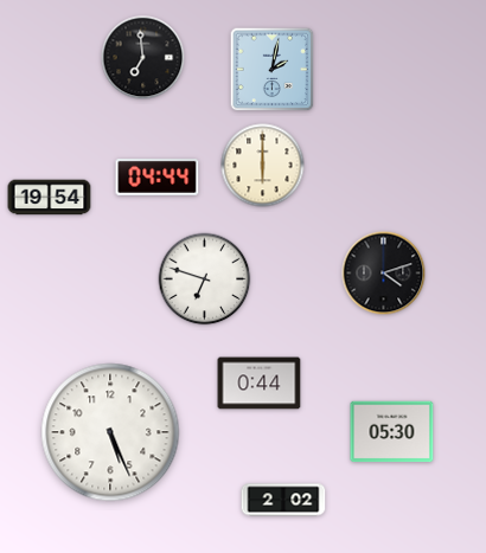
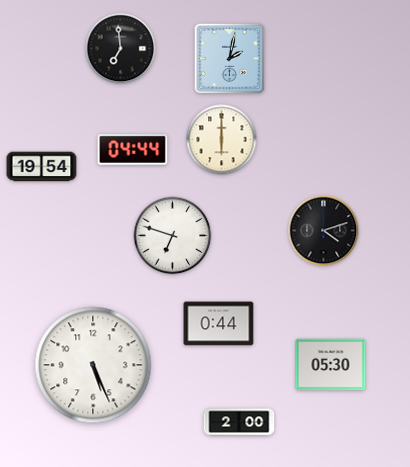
clock at (283, 500): 2:02 -> 2:00
